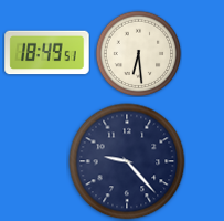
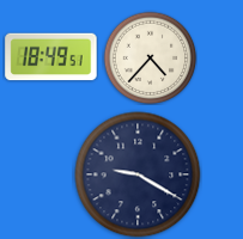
clock at (138, 53): 6:29 -> 4:37
clock at (127, 161): 9:23 -> 9:20
